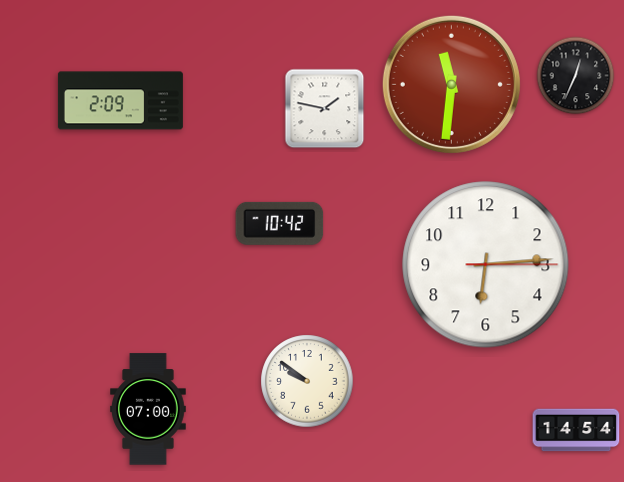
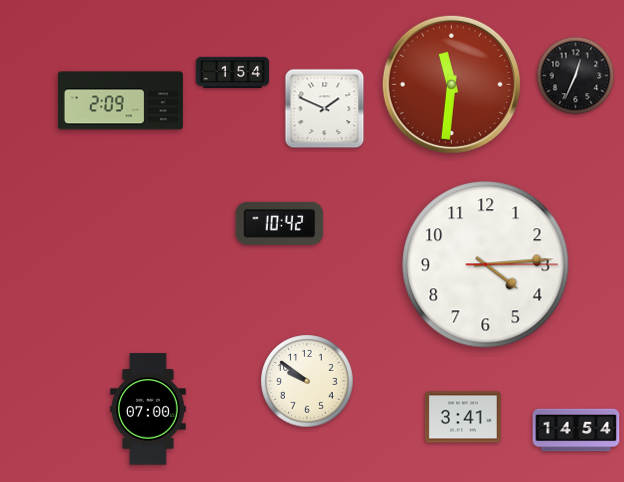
clock at (233, 72): none -> 1:54
clock at (325, 109): 1:47 -> 1:49
clock at (486, 265): 6:14 -> 4:14
clock at (463, 417): none -> 3:41
